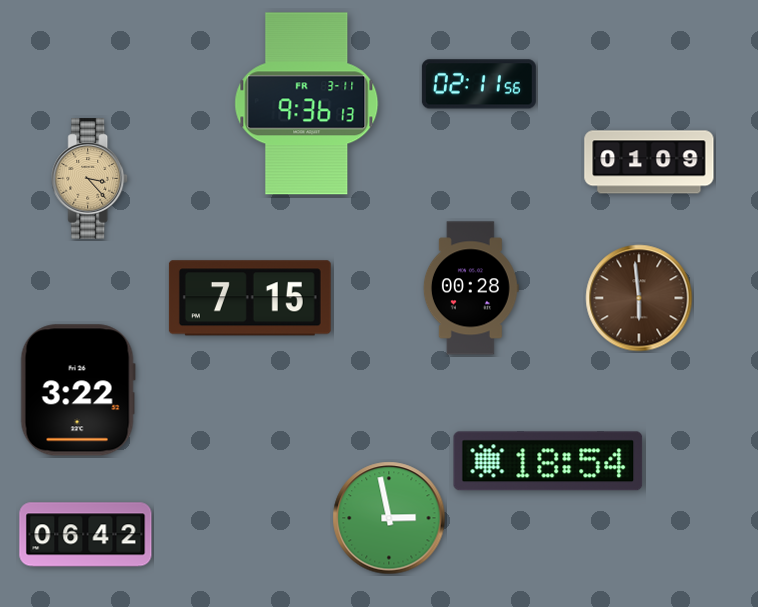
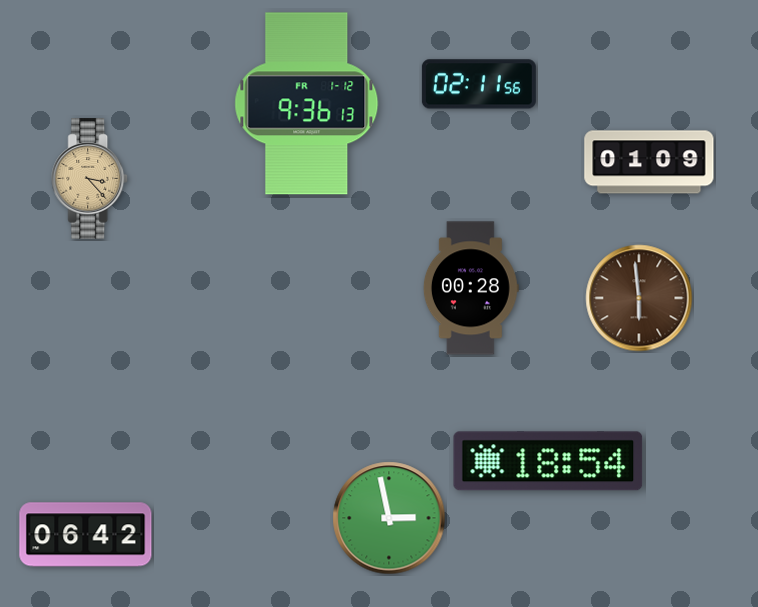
clock at (307, 104) date: FR 3-11 -> FR 1-12
clock at (250, 298): 7:15 -> none
clock at (78, 390): 3:22 -> none
